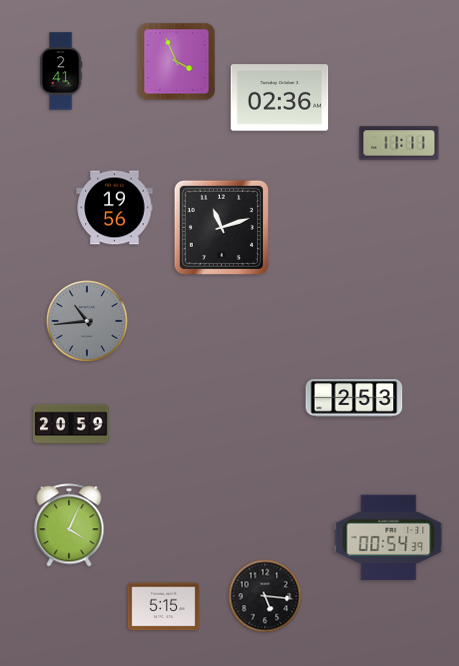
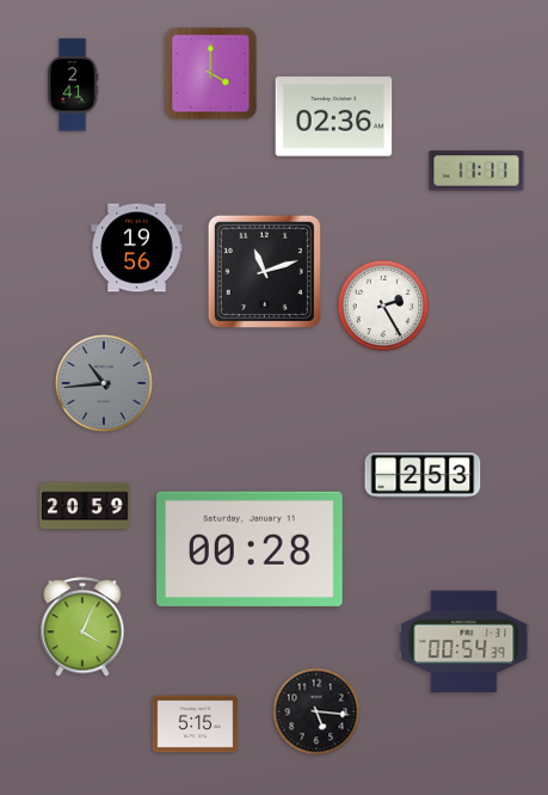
clock at (177, 62): 3:56 -> 4:00
clock at (383, 306): none -> 2:25
clock at (251, 549): none -> 00:28
